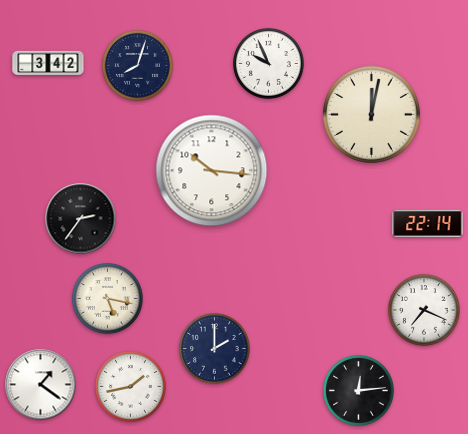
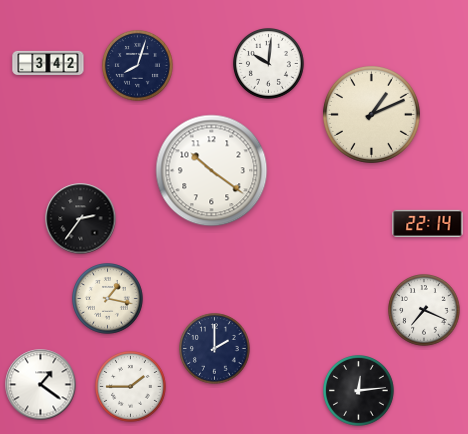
clock at (269, 64): 9:56 -> 10:01
clock at (371, 114): 12:02 -> 1:11
clock at (212, 171): 10:16 -> 10:21
clock at (108, 299): 5:17 -> 1:17
clock at (131, 387): 1:43 -> 1:45
